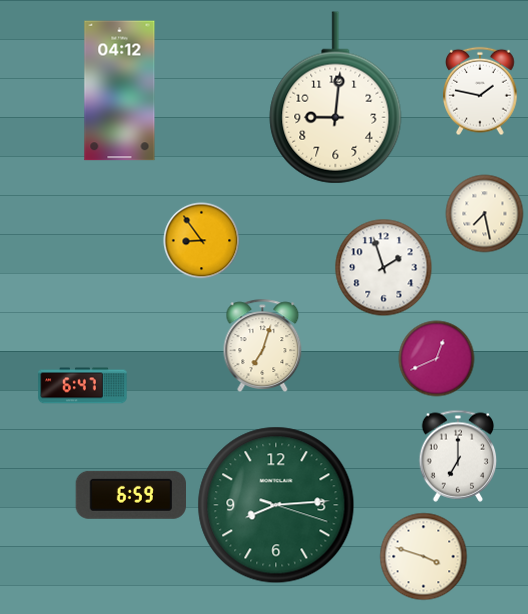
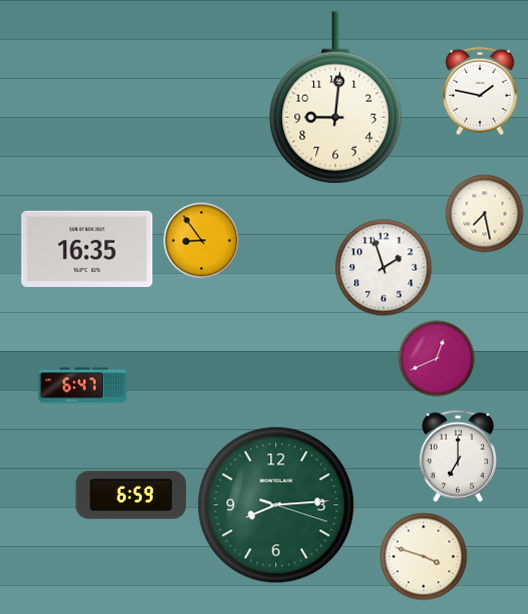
clock at (120, 91): 04:12 -> none
clock at (87, 249): none -> 16:35
clock at (263, 345): 7:03 -> none
